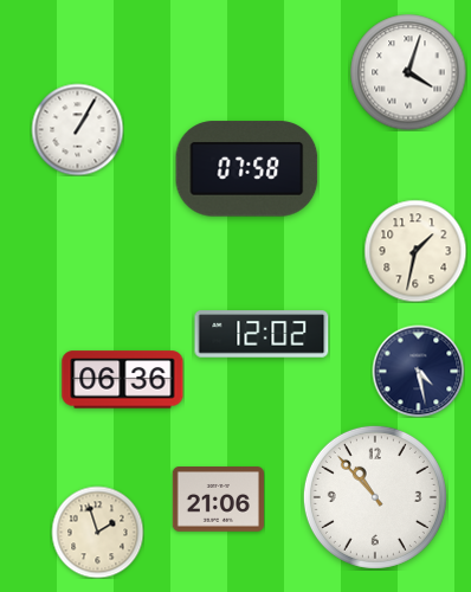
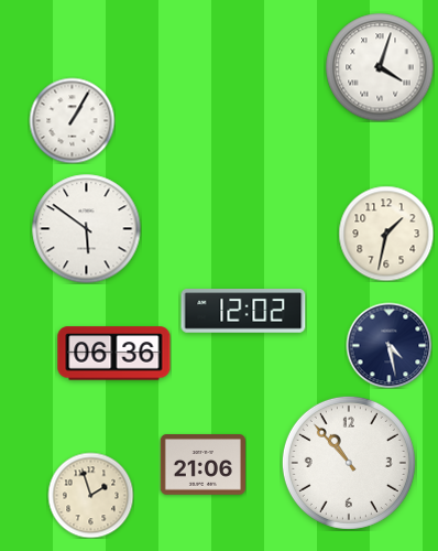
clock at (247, 169): 07:58 -> none
clock at (87, 229): none -> 5:51
